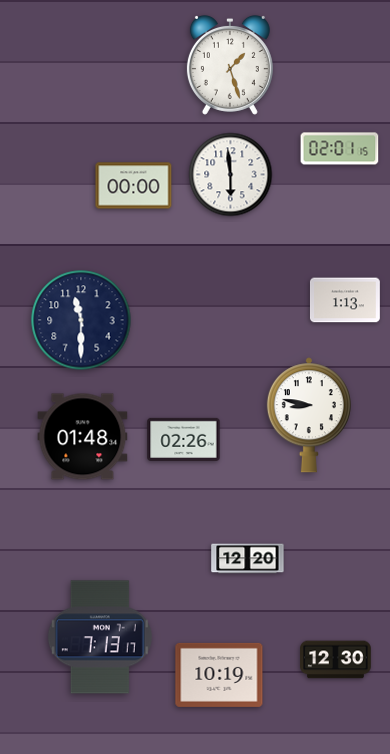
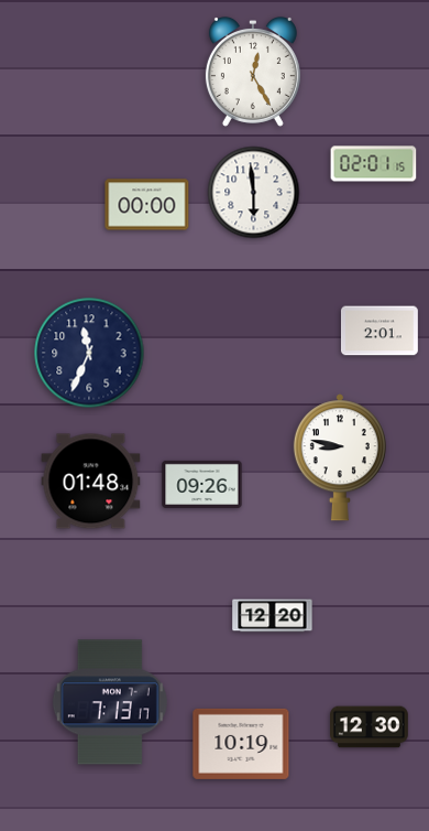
clock at (230, 65): 1:27 -> 12:25
clock at (345, 300): 1:13 -> 2:01
clock at (81, 320): 11:30 -> 11:34
clock at (184, 439): 02:26 -> 09:26
